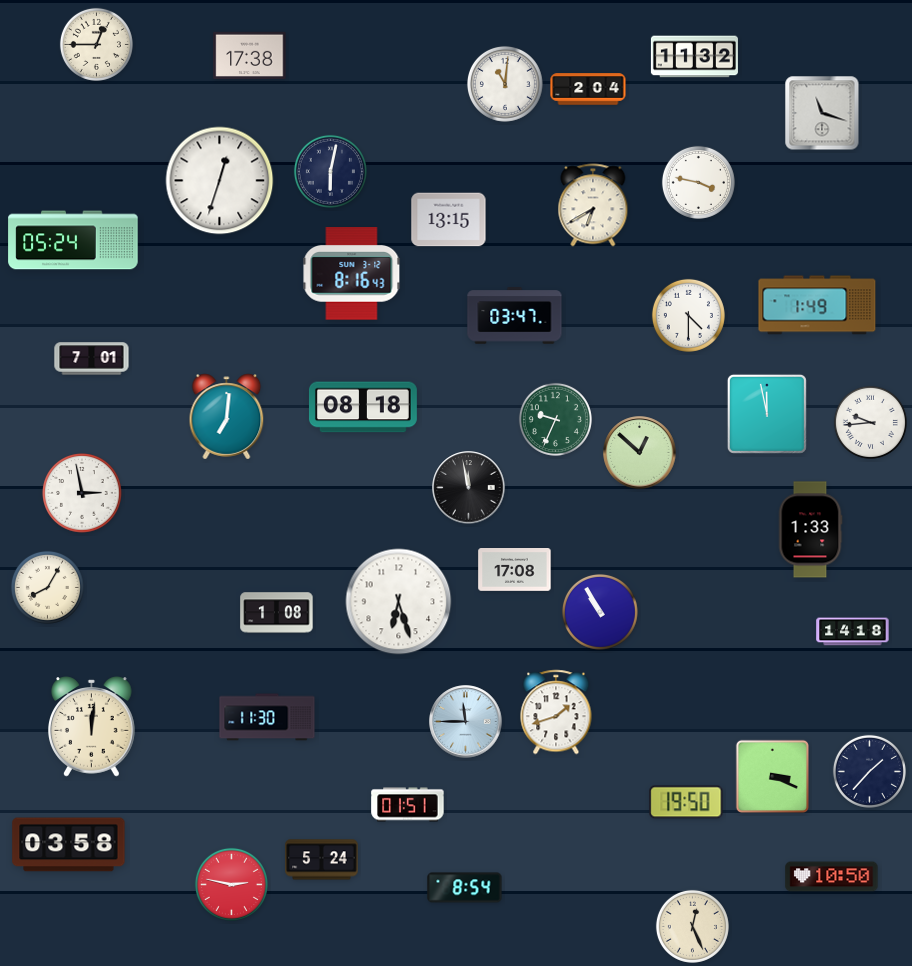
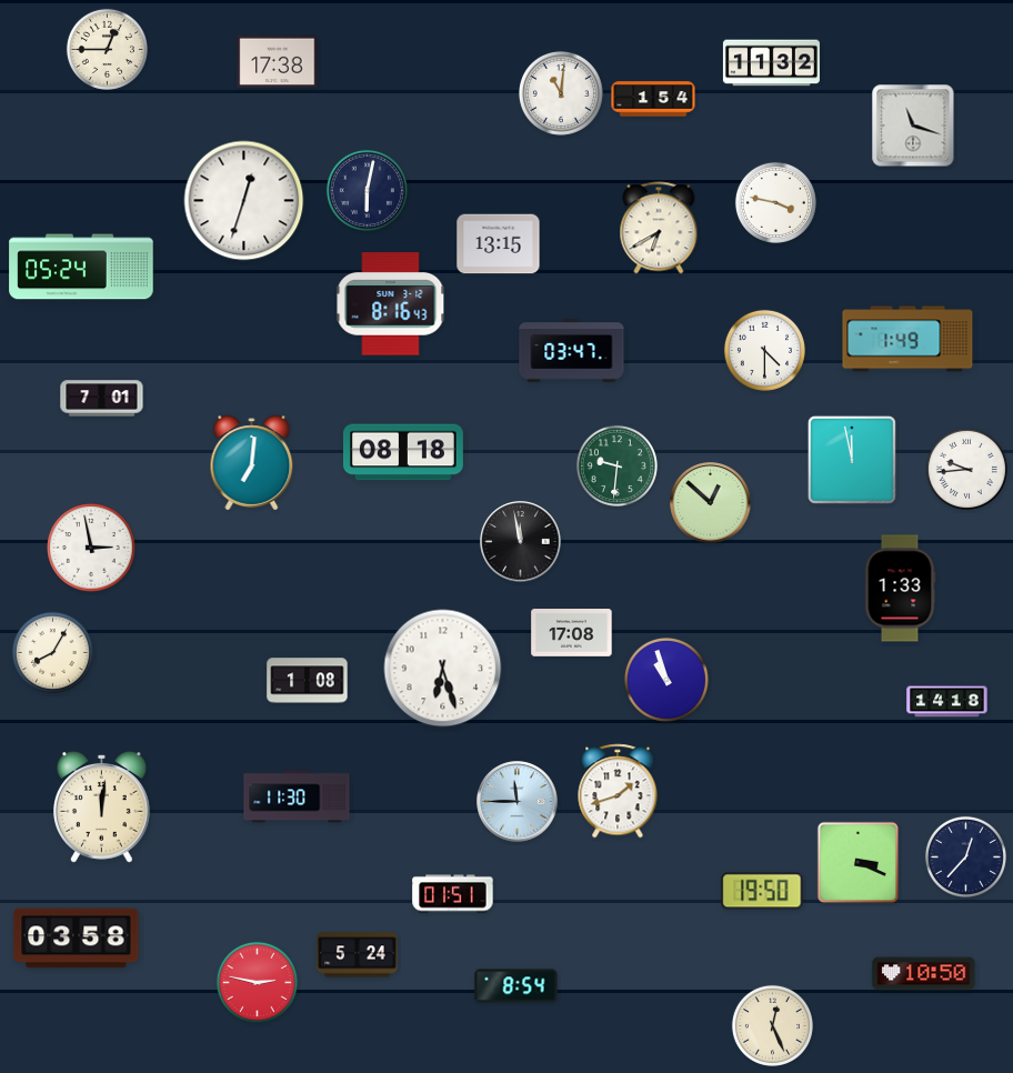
clock at (588, 89): 2:04 -> 1:54
clock at (555, 419): 9:34 -> 9:31
clock at (600, 612): 10:55 -> 10:57
clock at (869, 771): 1:37 -> 12:37
clock at (692, 926) position: (692, 926) -> (772, 1025)
